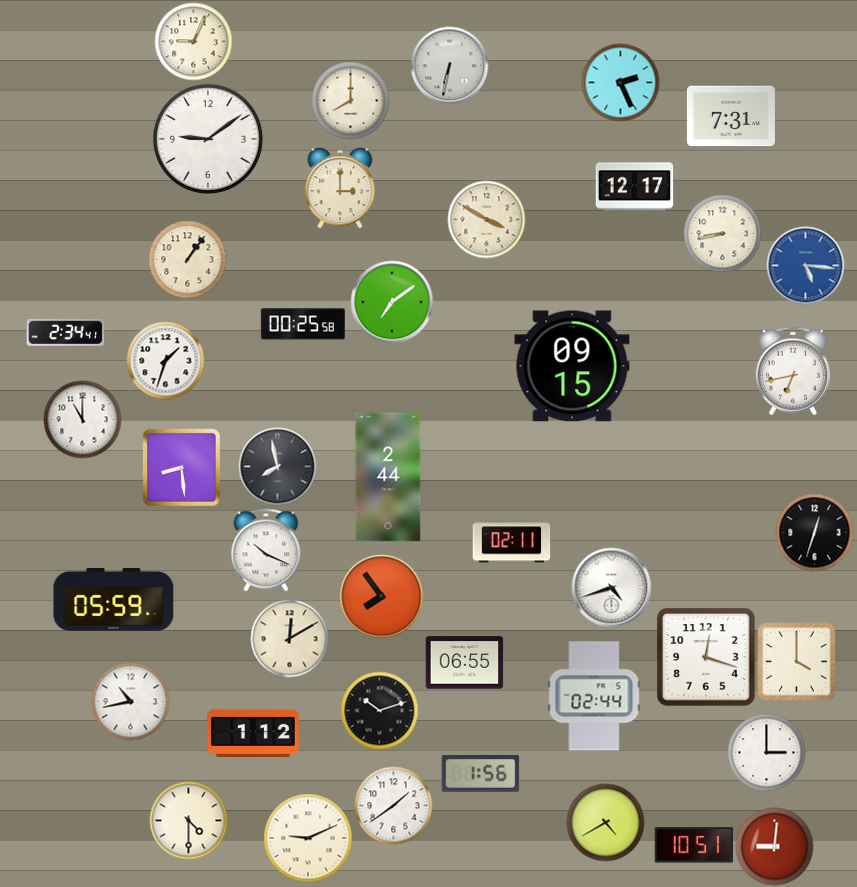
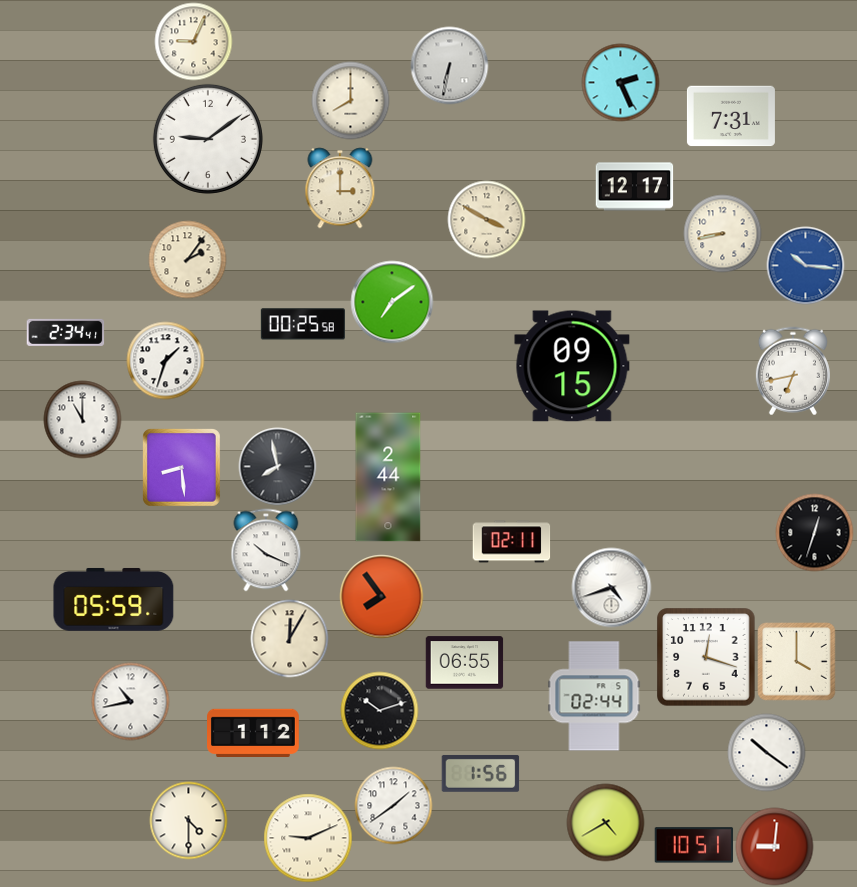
clock at (187, 259): 1:06 -> 2:06
clock at (805, 265): 5:16 -> 10:16
clock at (289, 638): 12:10 -> 12:05
clock at (766, 752): 3:00 -> 10:21
